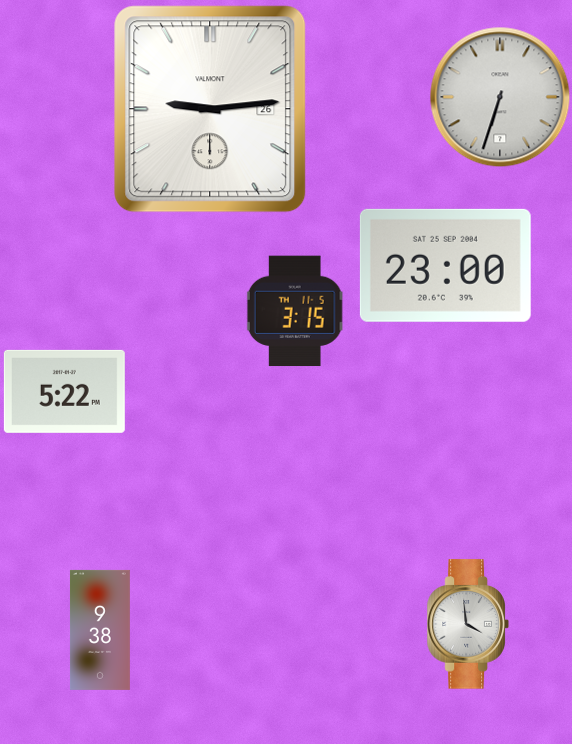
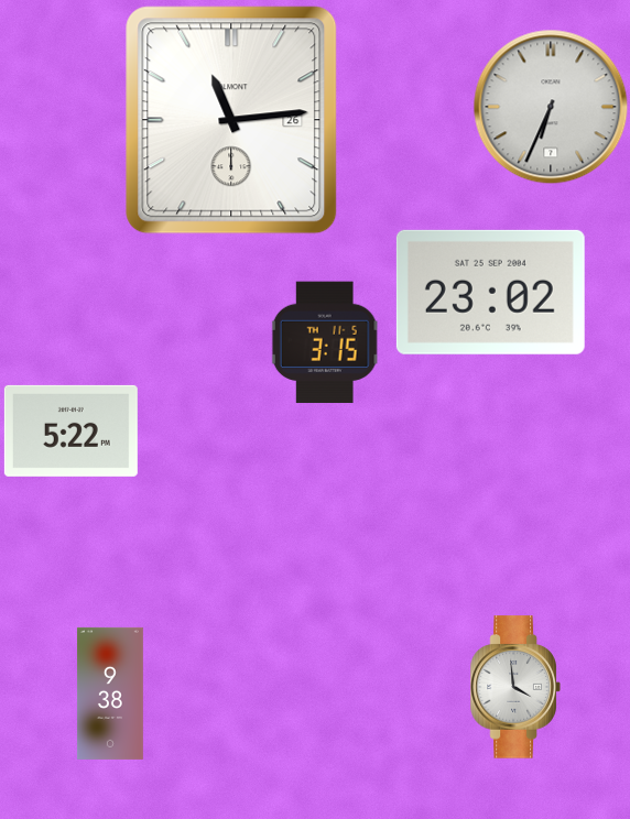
clock at (500, 97): 6:33 -> 6:34
clock at (210, 109): 9:14 -> 11:14
clock at (445, 265): 23:00 -> 23:02
